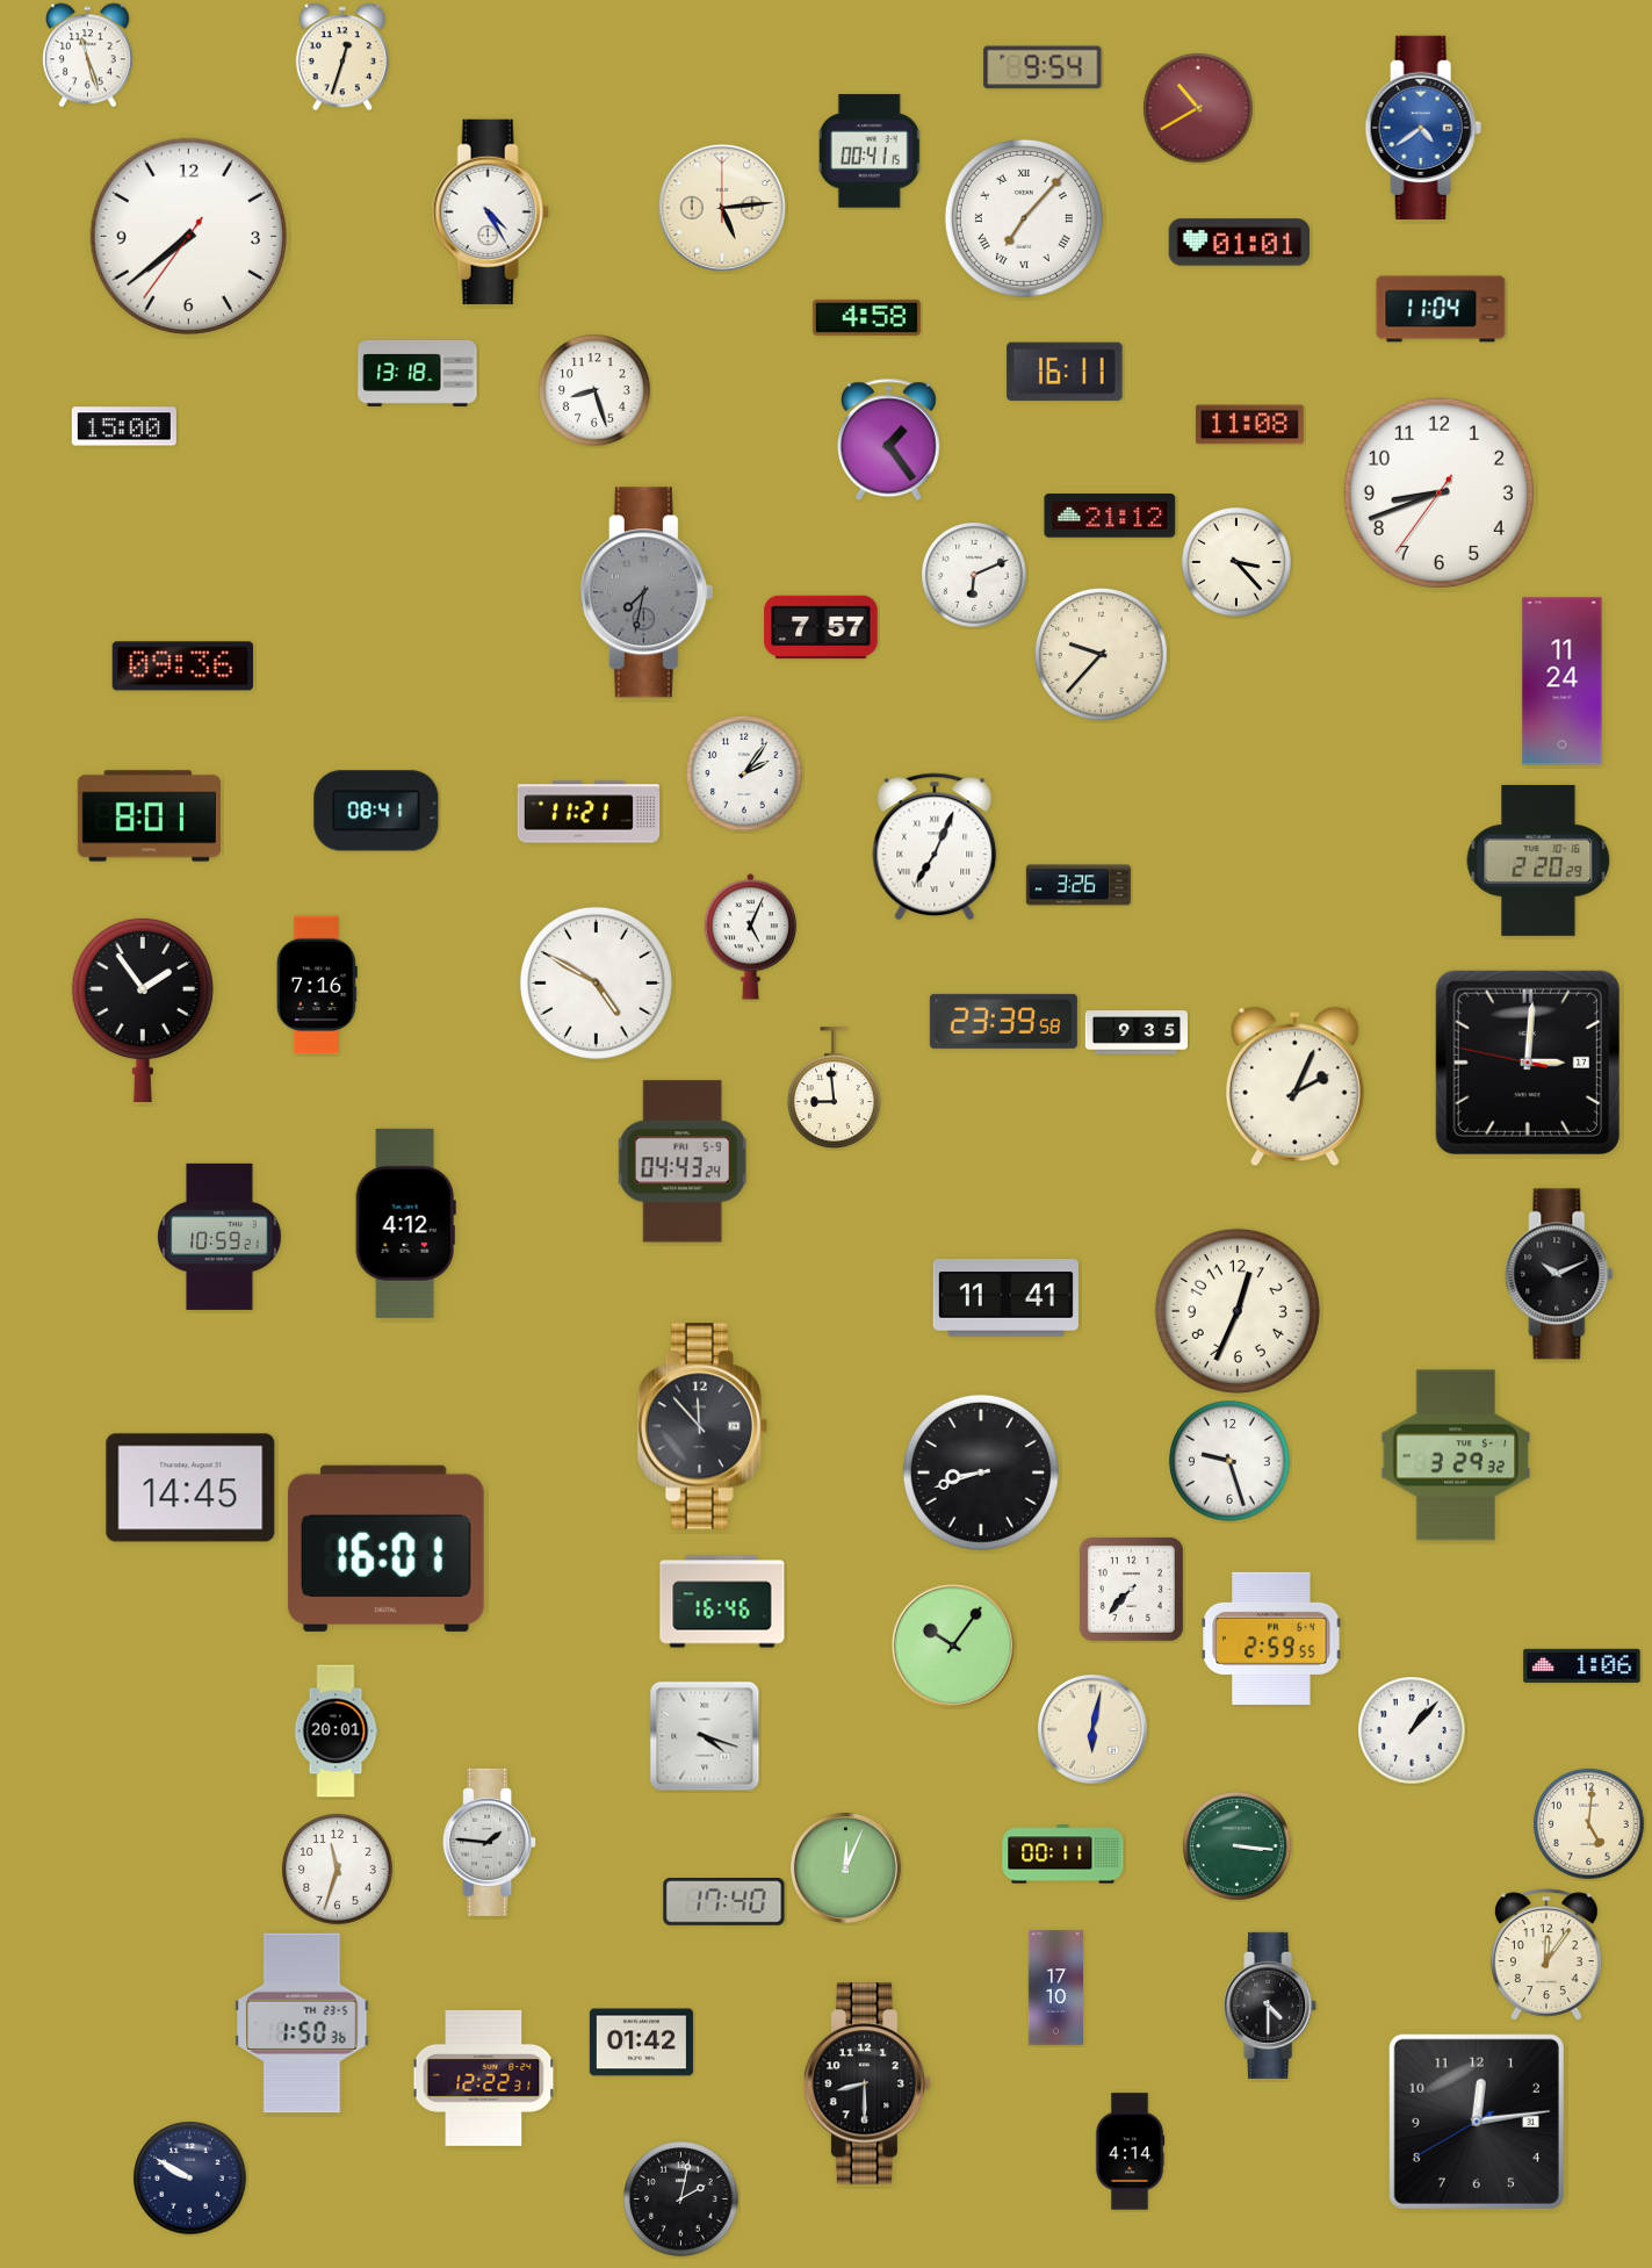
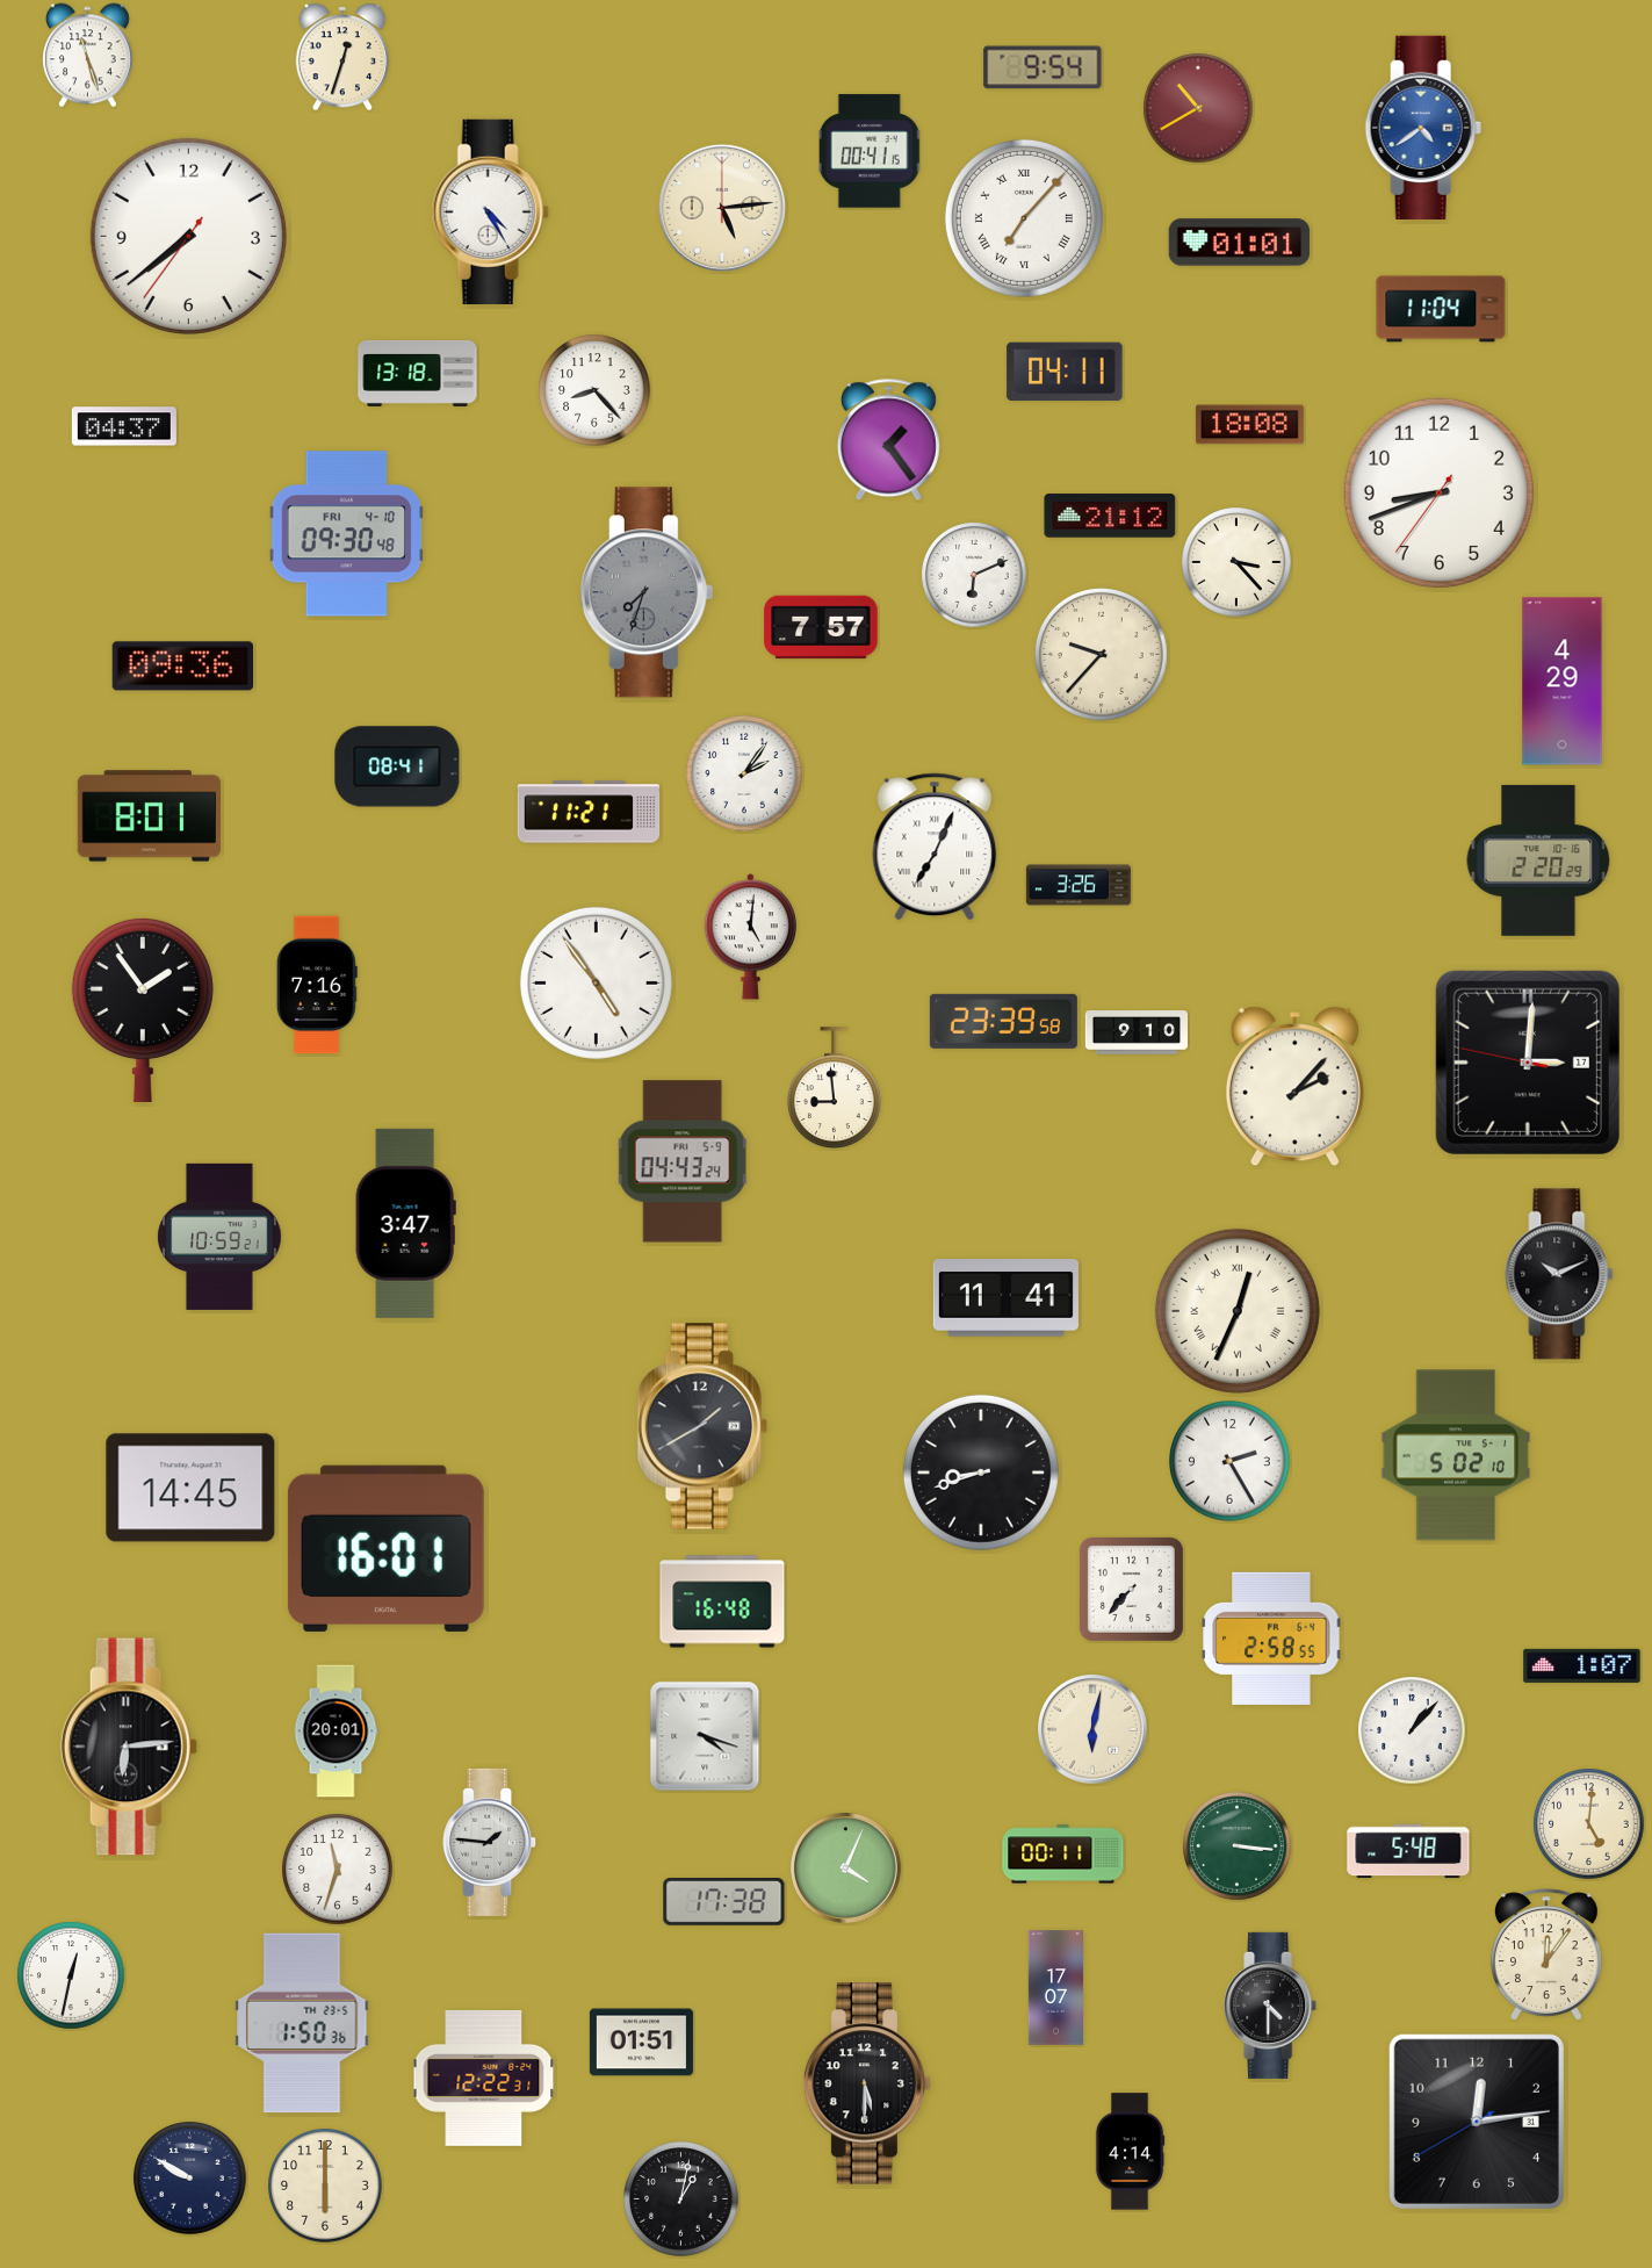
clock at (866, 317): 4:58 -> none
clock at (1065, 372): 16:11 -> 04:11
clock at (594, 390): 8:27 -> 8:23
clock at (1249, 425): 11:08 -> 18:08
clock at (124, 426): 15:00 -> 04:37
clock at (347, 534): none -> 09:30
clock at (647, 592): 7:32 -> 7:33
clock at (1563, 682): 11:24 -> 4:29
clock at (376, 811) position: (376, 811) -> (397, 766)
clock at (750, 937): 5:04 -> 5:01
clock at (596, 982): 4:50 -> 4:54
clock at (1135, 1032): 9:35 -> 9:10
clock at (1294, 1087): 2:04 -> 2:07
clock at (405, 1223): 4:12 -> 3:47
clock at (1238, 1311) numerals: Arabic -> Roman
clock at (702, 1426): 11:53 -> 1:40
clock at (1456, 1455): 3:29 -> 5:02
clock at (1229, 1461): 9:27 -> 2:25
clock at (722, 1601): 16:46 -> 16:48
clock at (1271, 1639): 2:59 -> 2:58
clock at (953, 1646): 10:06 -> none
clock at (1582, 1665): 1:06 -> 1:07
clock at (129, 1747): none -> 6:14
clock at (1408, 1851): none -> 5:48
clock at (846, 1869): 12:04 -> 4:04
clock at (724, 1902): 17:40 -> 17:38
clock at (71, 1975): none -> 12:32
clock at (1055, 1988): 17:10 -> 17:07
clock at (641, 2043): 01:42 -> 01:51
clock at (867, 2083): 8:30 -> 5:30
clock at (325, 2186): none -> 6:00
clock at (681, 2199): 2:02 -> 1:02
